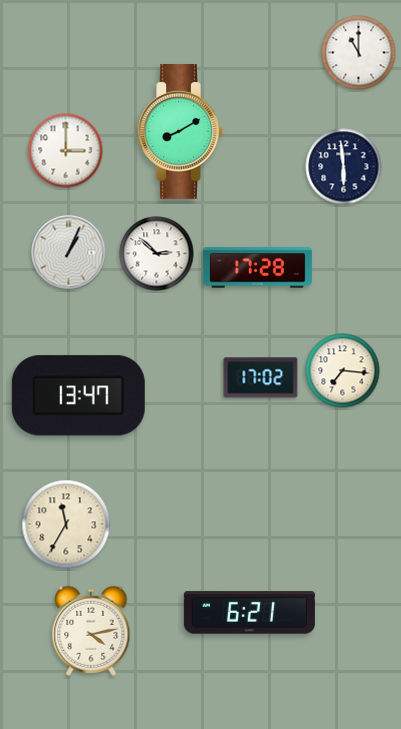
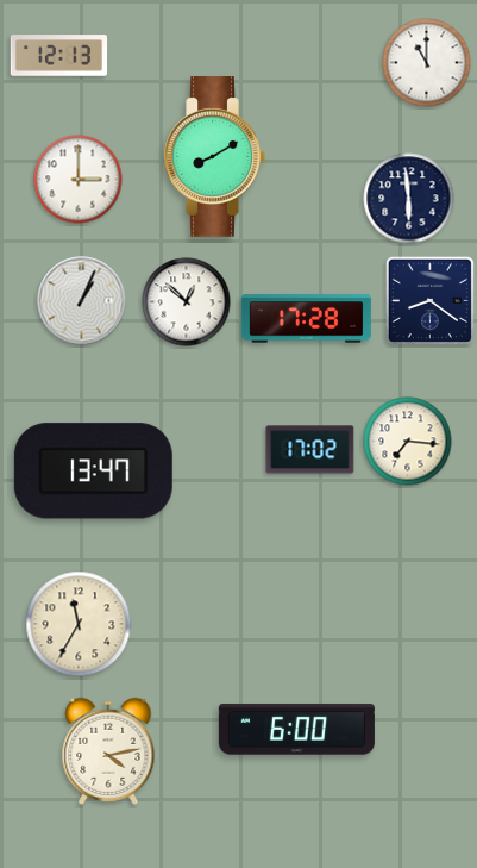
clock at (59, 56): none -> 12:13
clock at (429, 300): none -> 8:21
clock at (157, 254): 2:52 -> 12:52
clock at (249, 613): 6:21 -> 6:00
